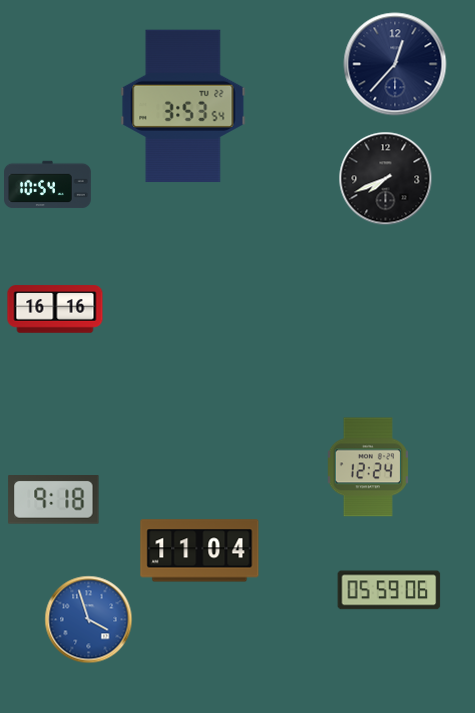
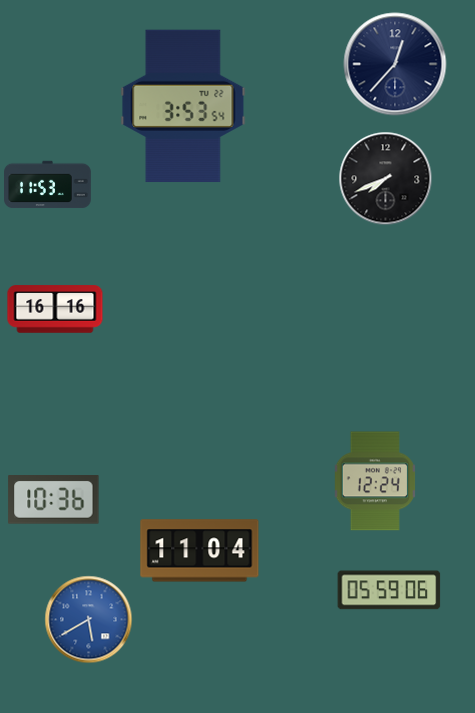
clock at (48, 185): 10:54 -> 11:53
clock at (368, 467) position: (368, 467) -> (375, 481)
clock at (54, 500): 9:18 -> 10:36
clock at (89, 620): 3:57 -> 5:40
